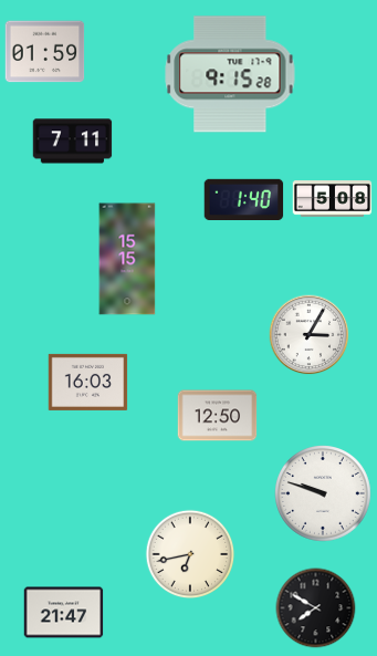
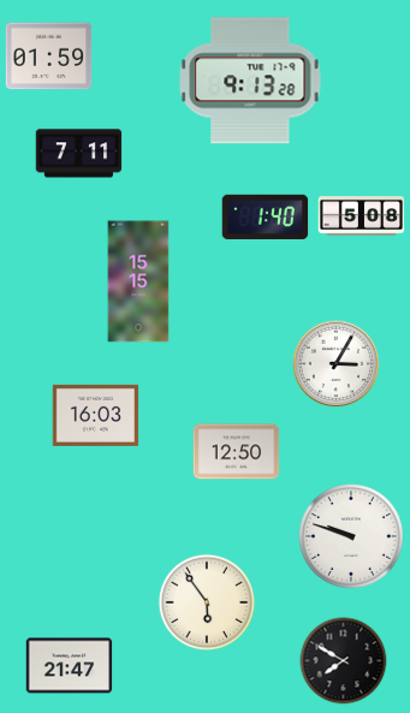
clock at (230, 74): 9:15 -> 9:13
clock at (190, 554): 6:43 -> 5:54
